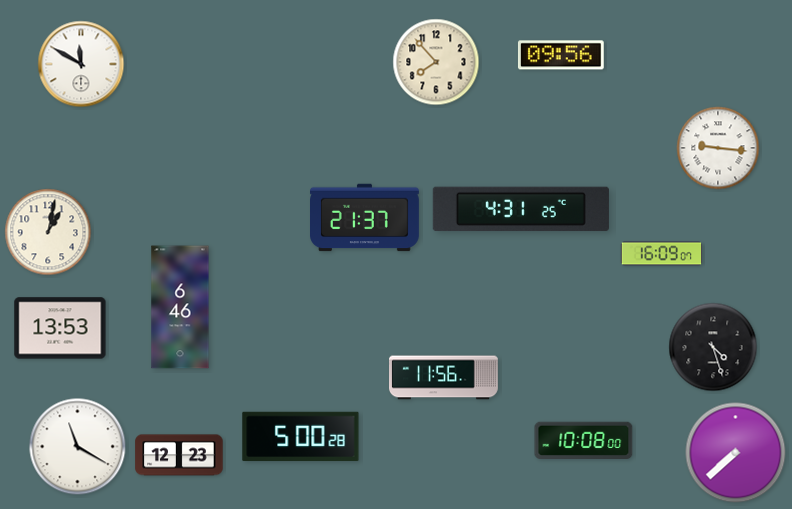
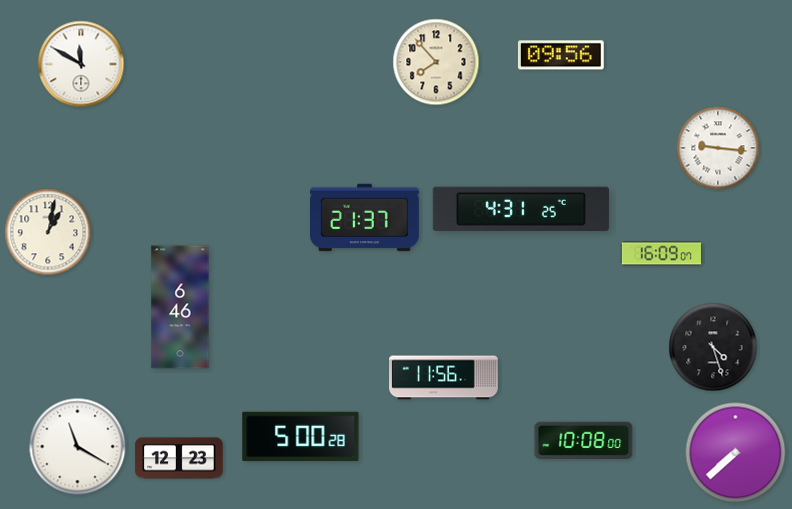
clock at (60, 328): 13:53 -> none
clock at (179, 455) position: (179, 455) -> (179, 458)
